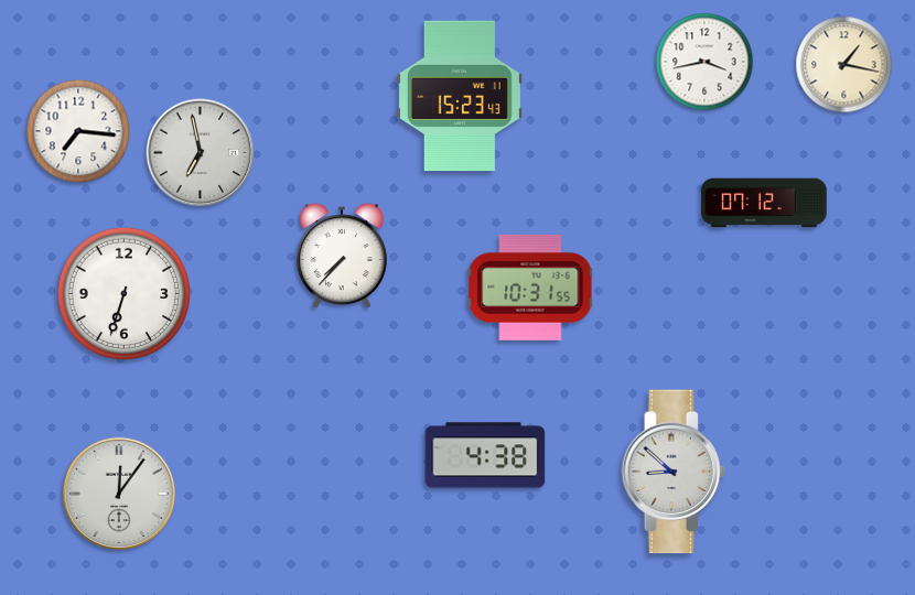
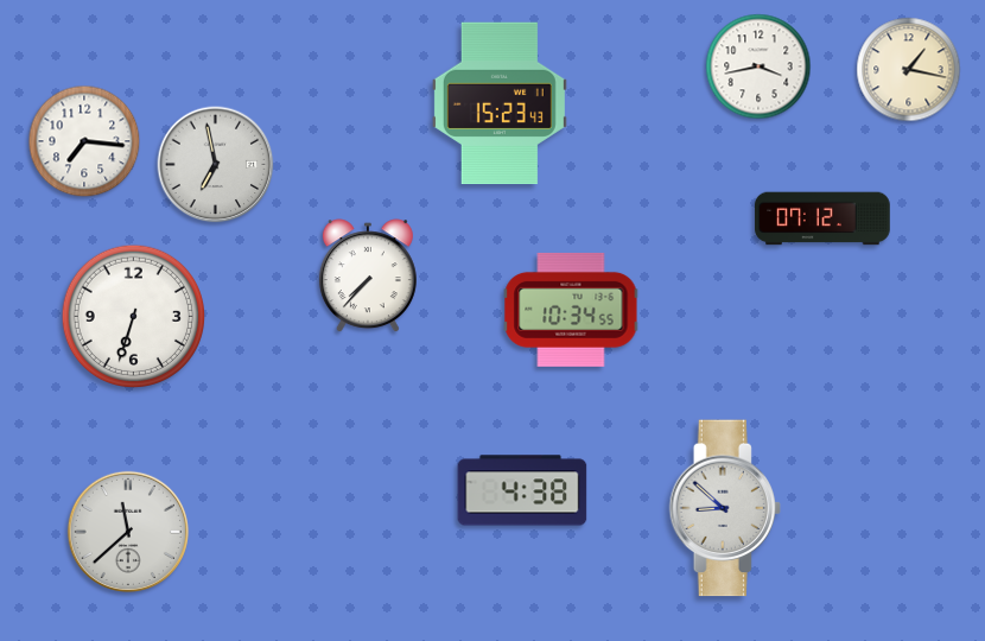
clock at (460, 96) position: (460, 96) -> (500, 103)
clock at (530, 288): 10:31 -> 10:34
clock at (119, 494): 12:06 -> 11:38
